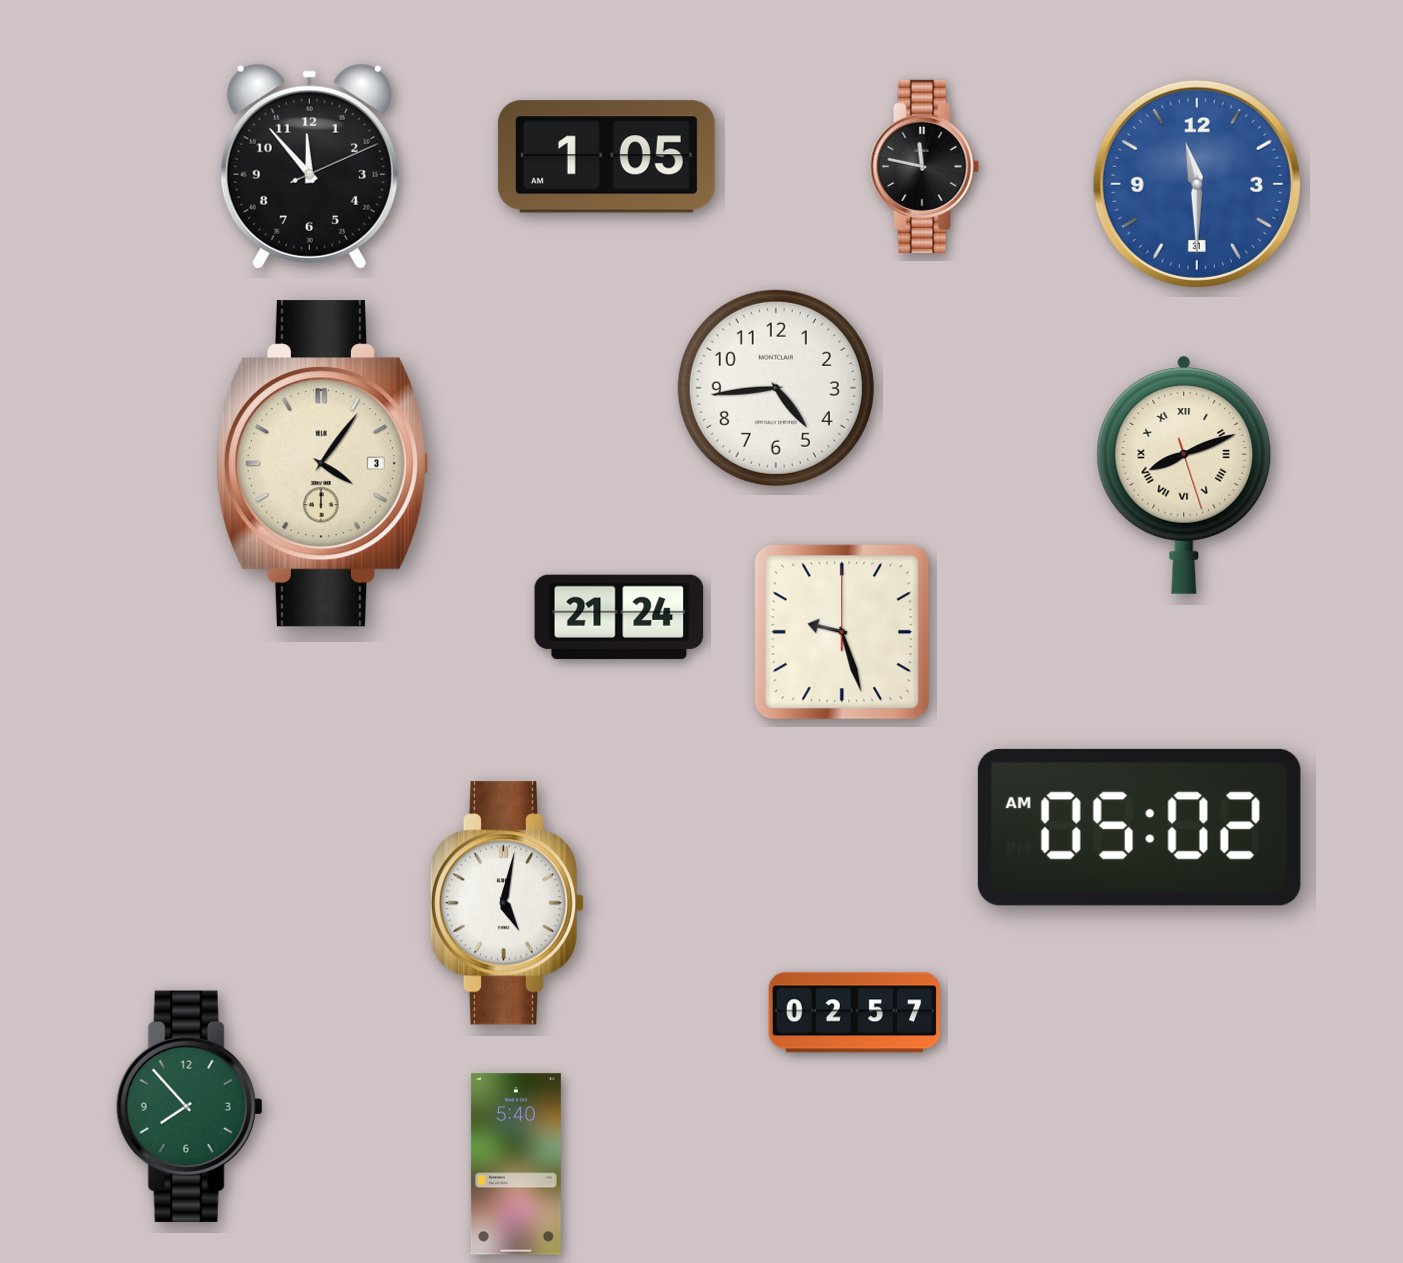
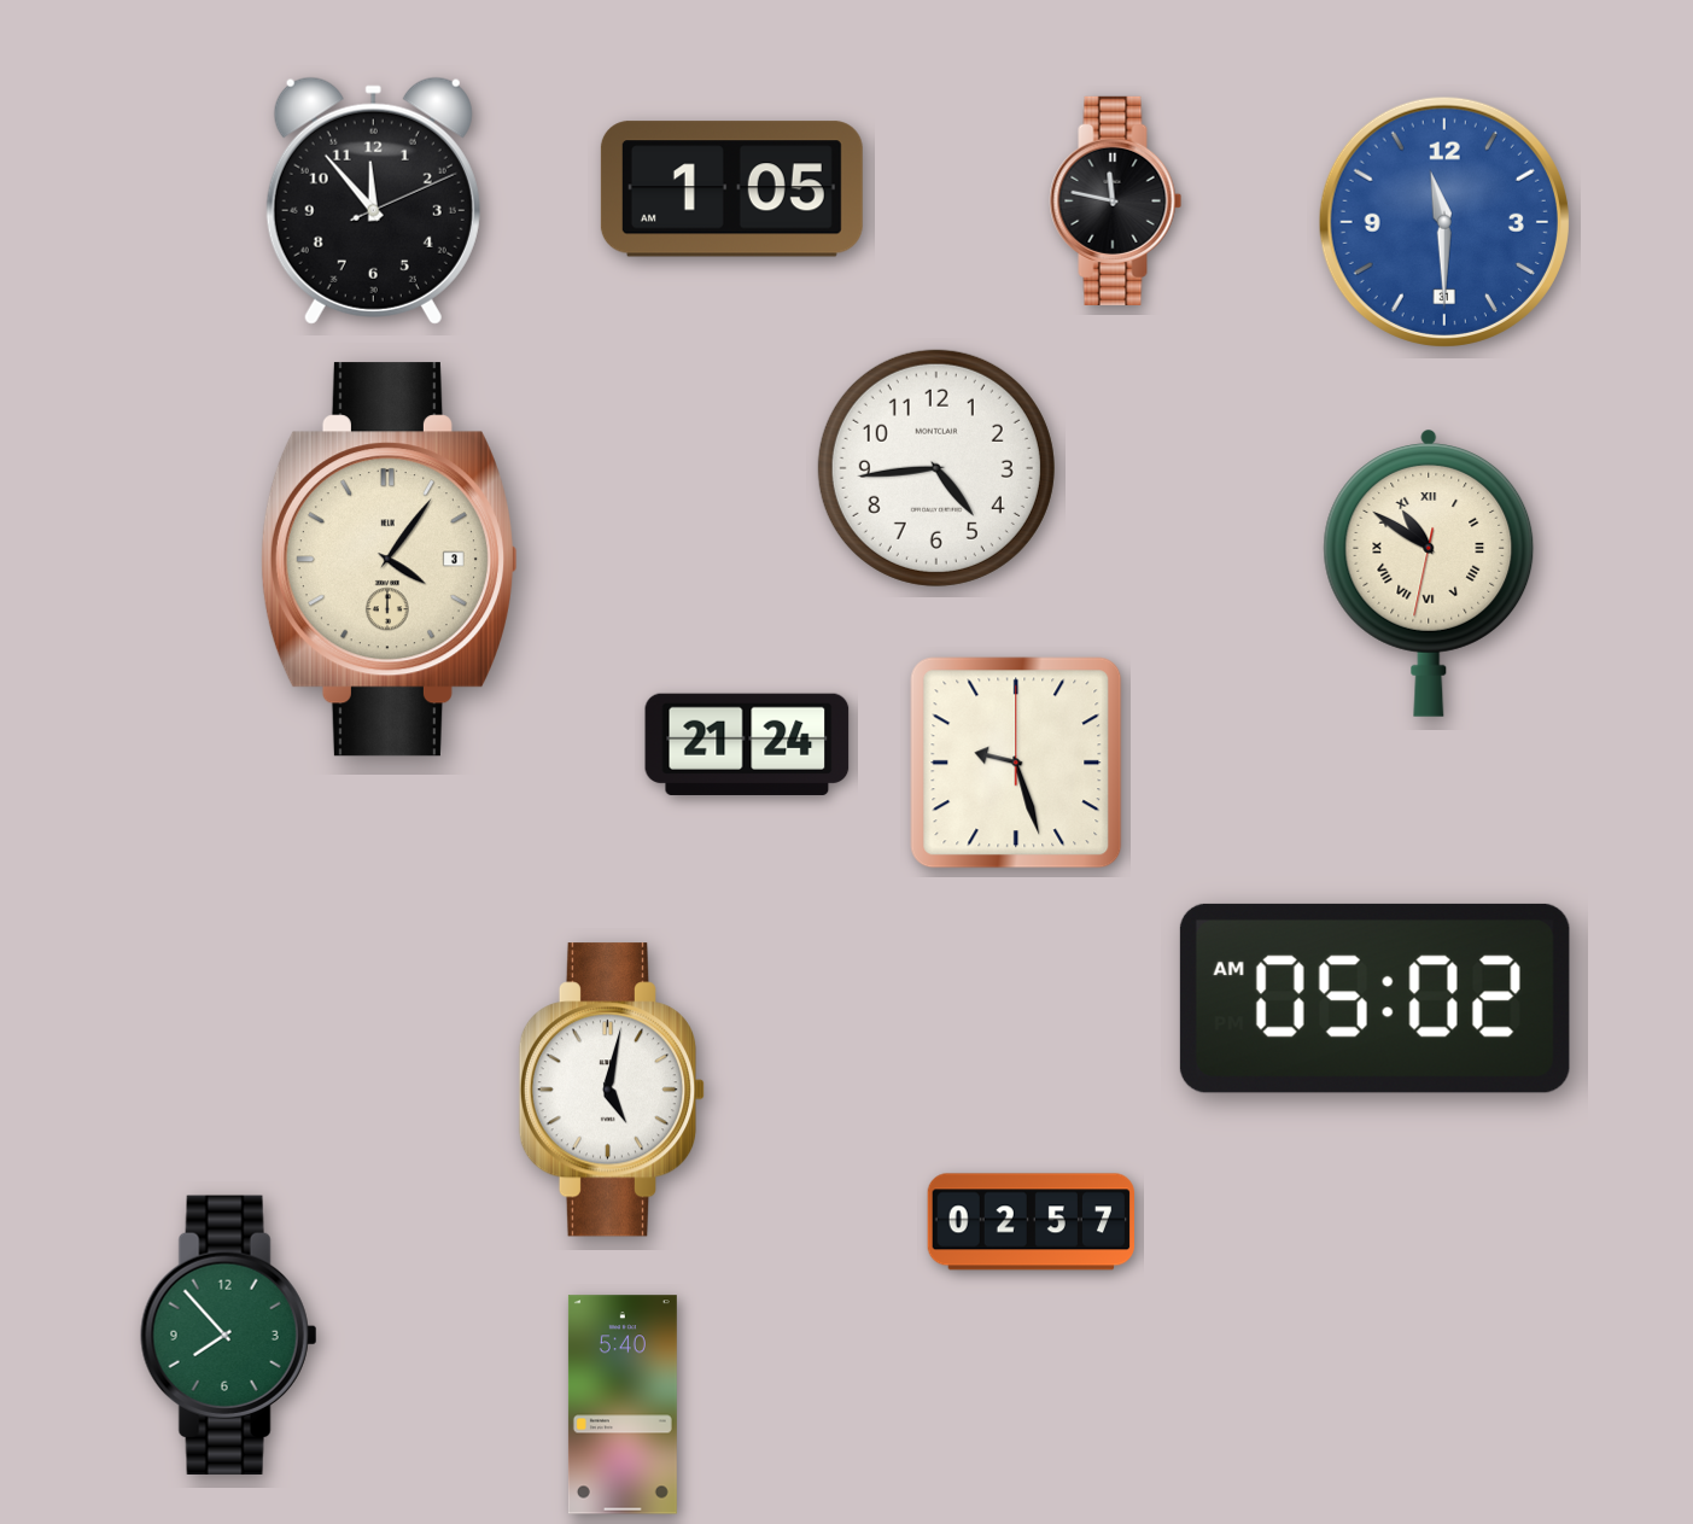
clock at (1184, 475): 8:11 -> 10:50
